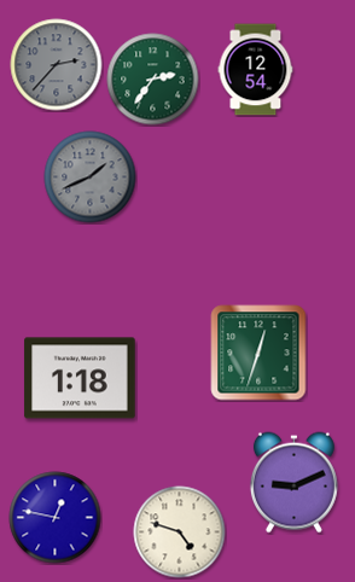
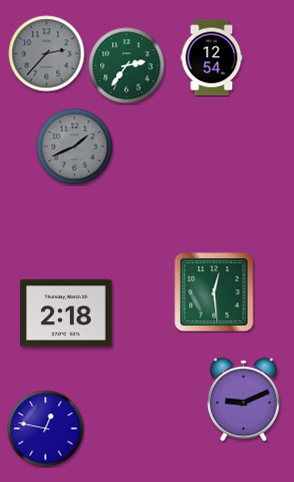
clock at (258, 353): 12:33 -> 12:29
clock at (80, 378): 1:18 -> 2:18
clock at (180, 532): 4:48 -> none
